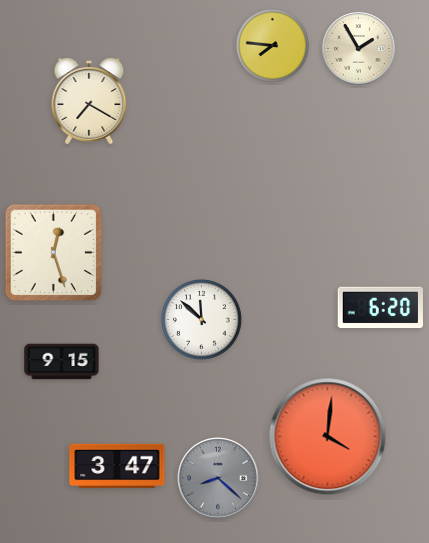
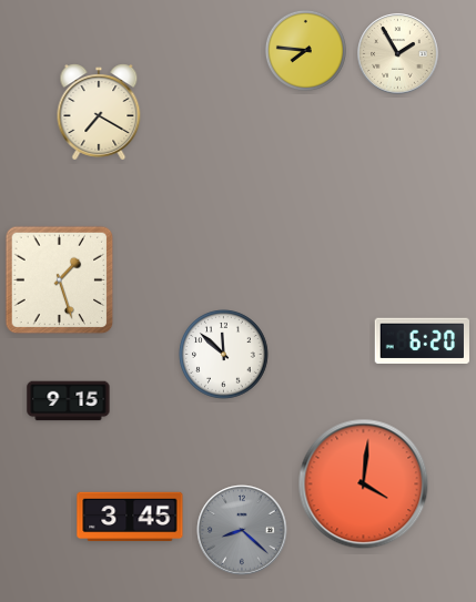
clock at (272, 45) position: (272, 45) -> (305, 50)
clock at (54, 253): 12:27 -> 1:27
clock at (117, 466): 3:47 -> 3:45
